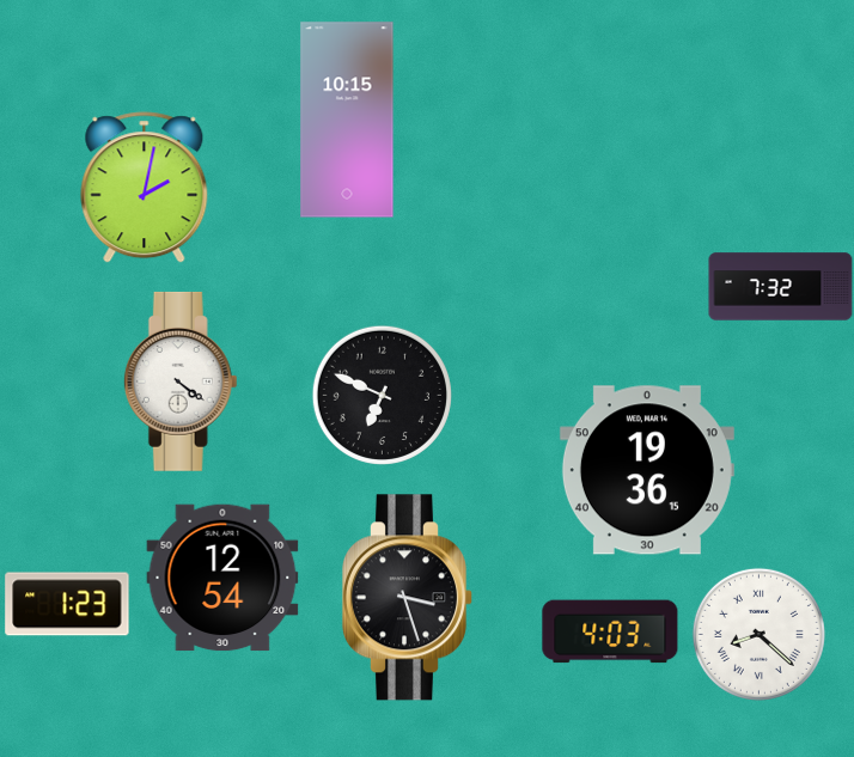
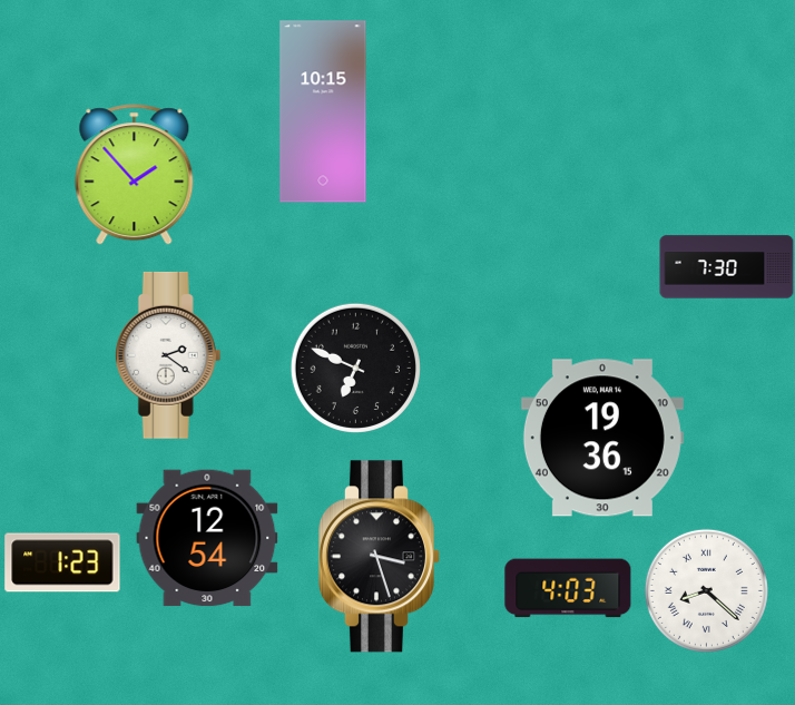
clock at (145, 188): 2:02 -> 1:53
clock at (781, 287): 7:32 -> 7:30
clock at (181, 381): 4:21 -> 2:21
